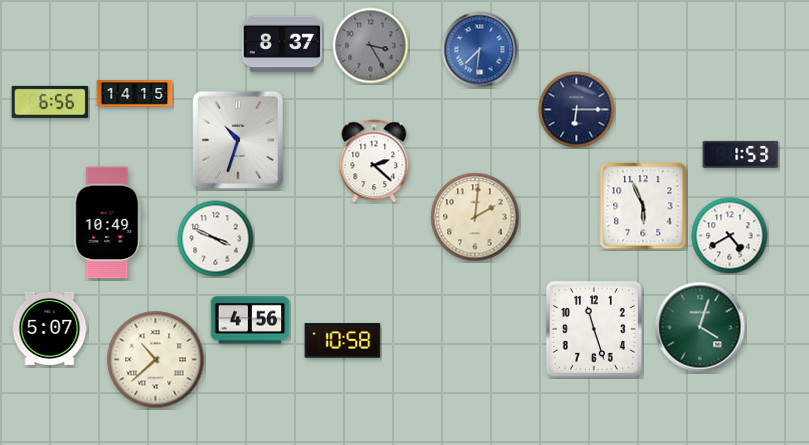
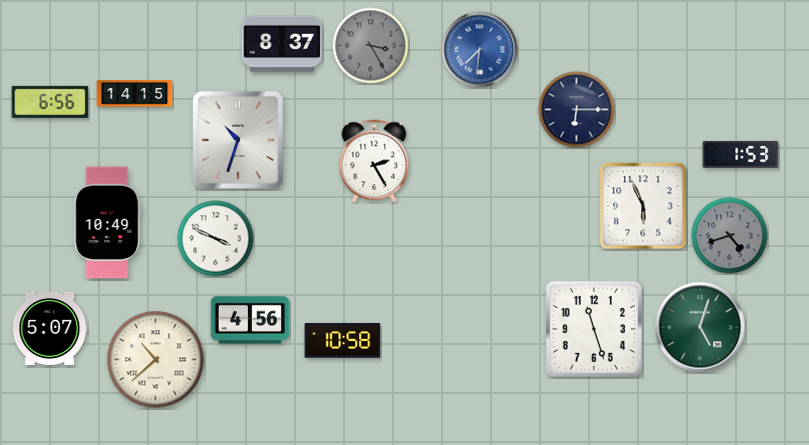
clock at (374, 161): 2:22 -> 2:25
clock at (475, 217): 2:01 -> none
clock at (730, 236): 4:40 -> 4:42
clock at (730, 236) dial: white -> grey
clock at (700, 327): 4:03 -> 5:03
